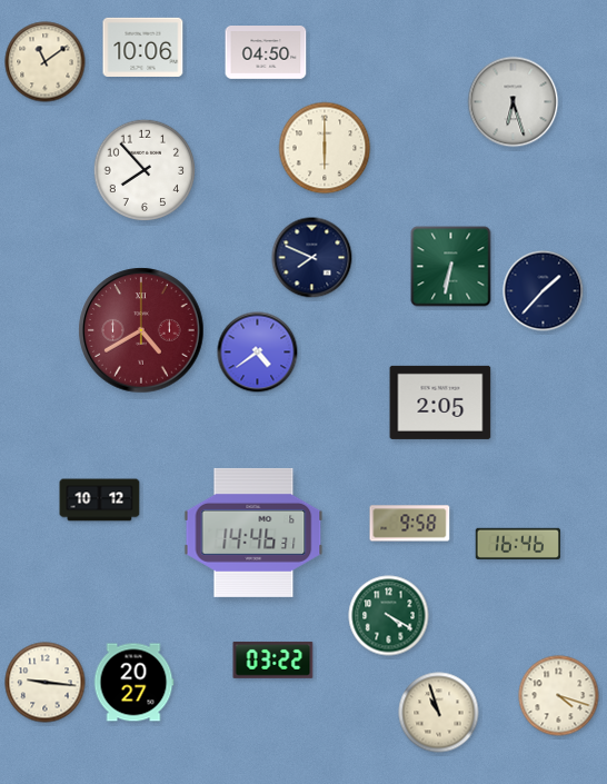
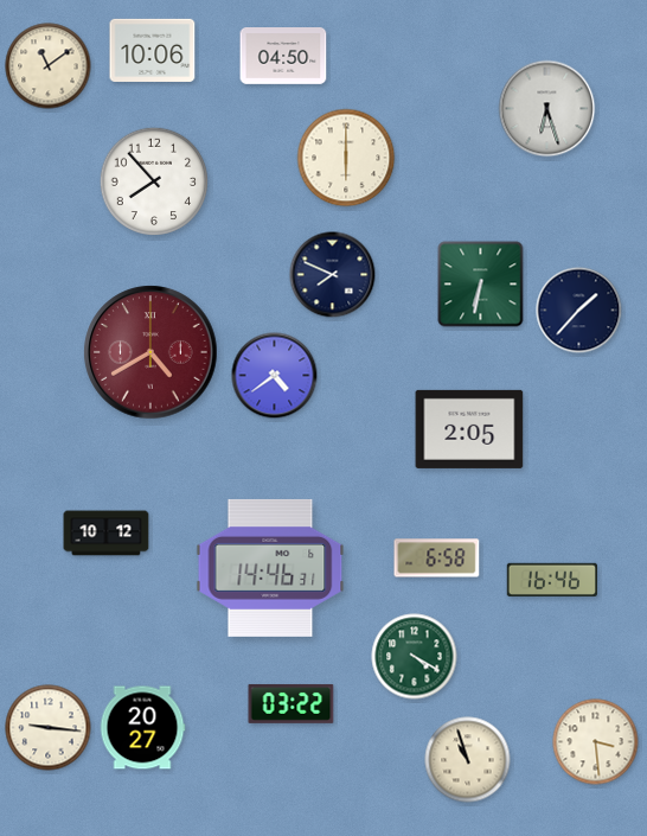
clock at (410, 524): 9:58 -> 6:58
clock at (559, 696): 4:18 -> 3:29
